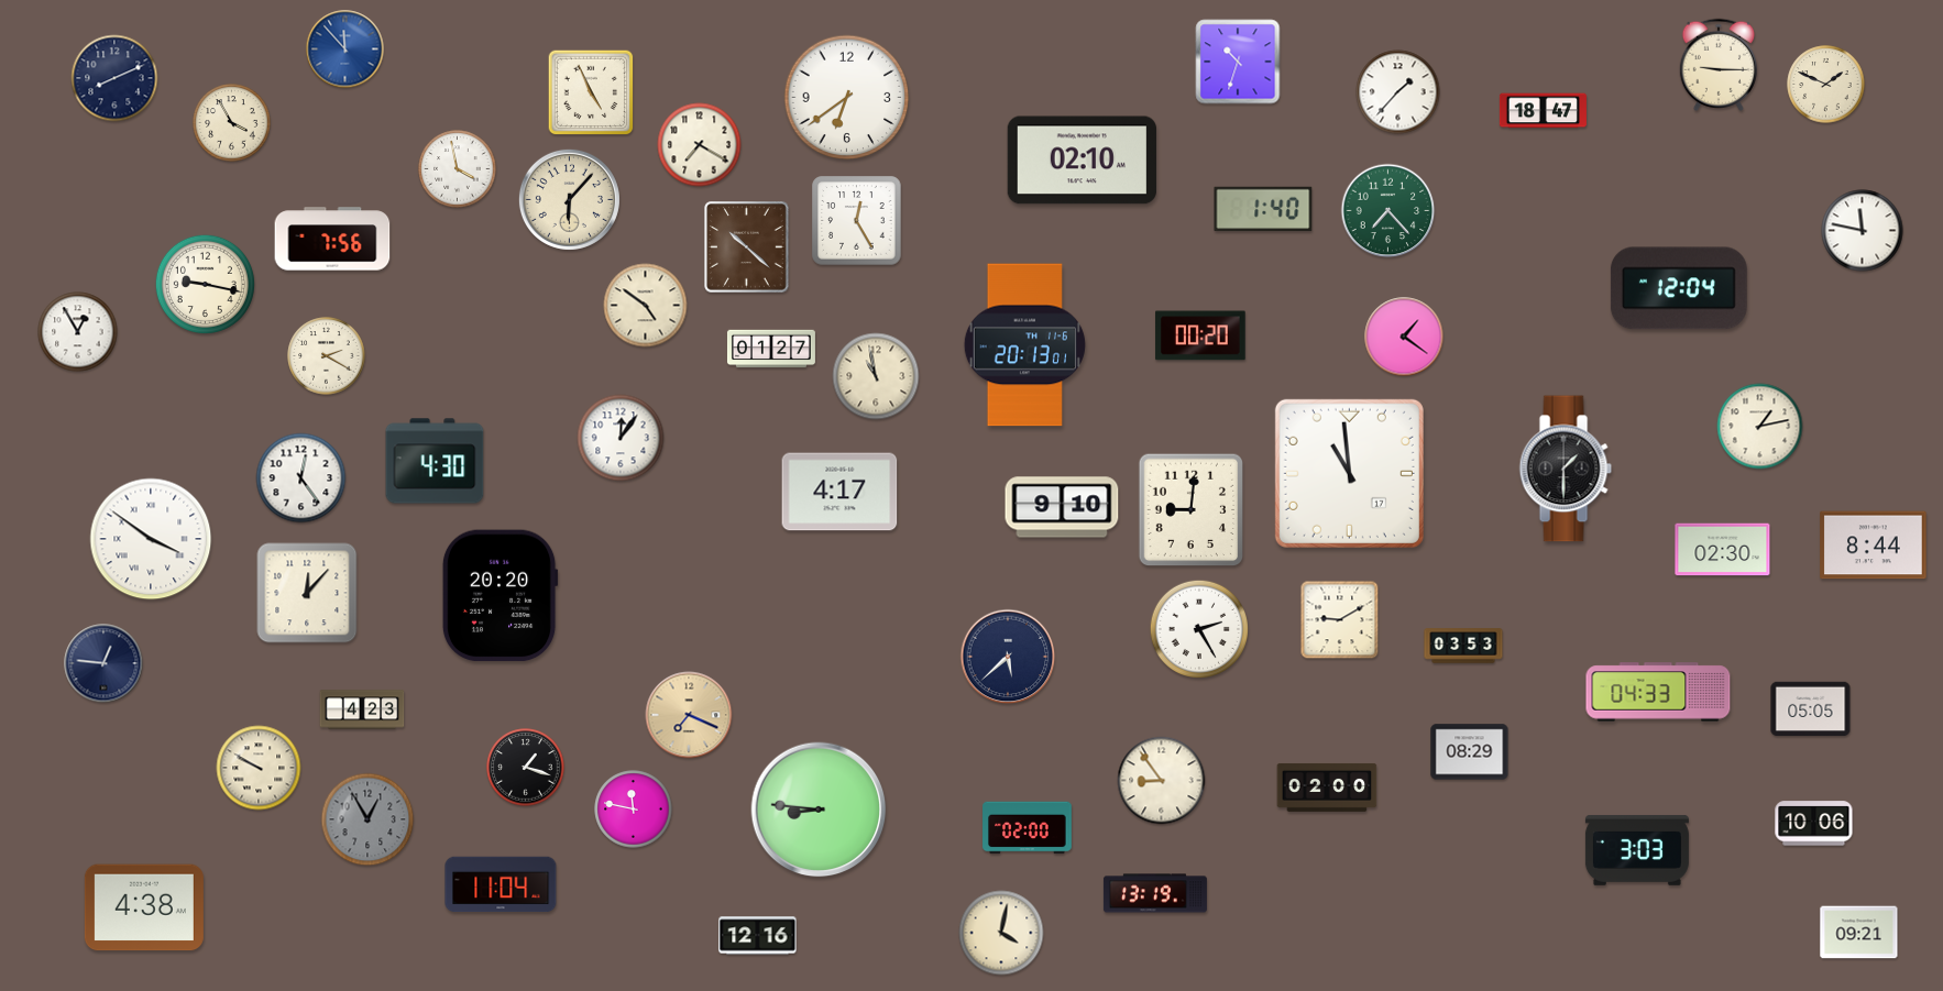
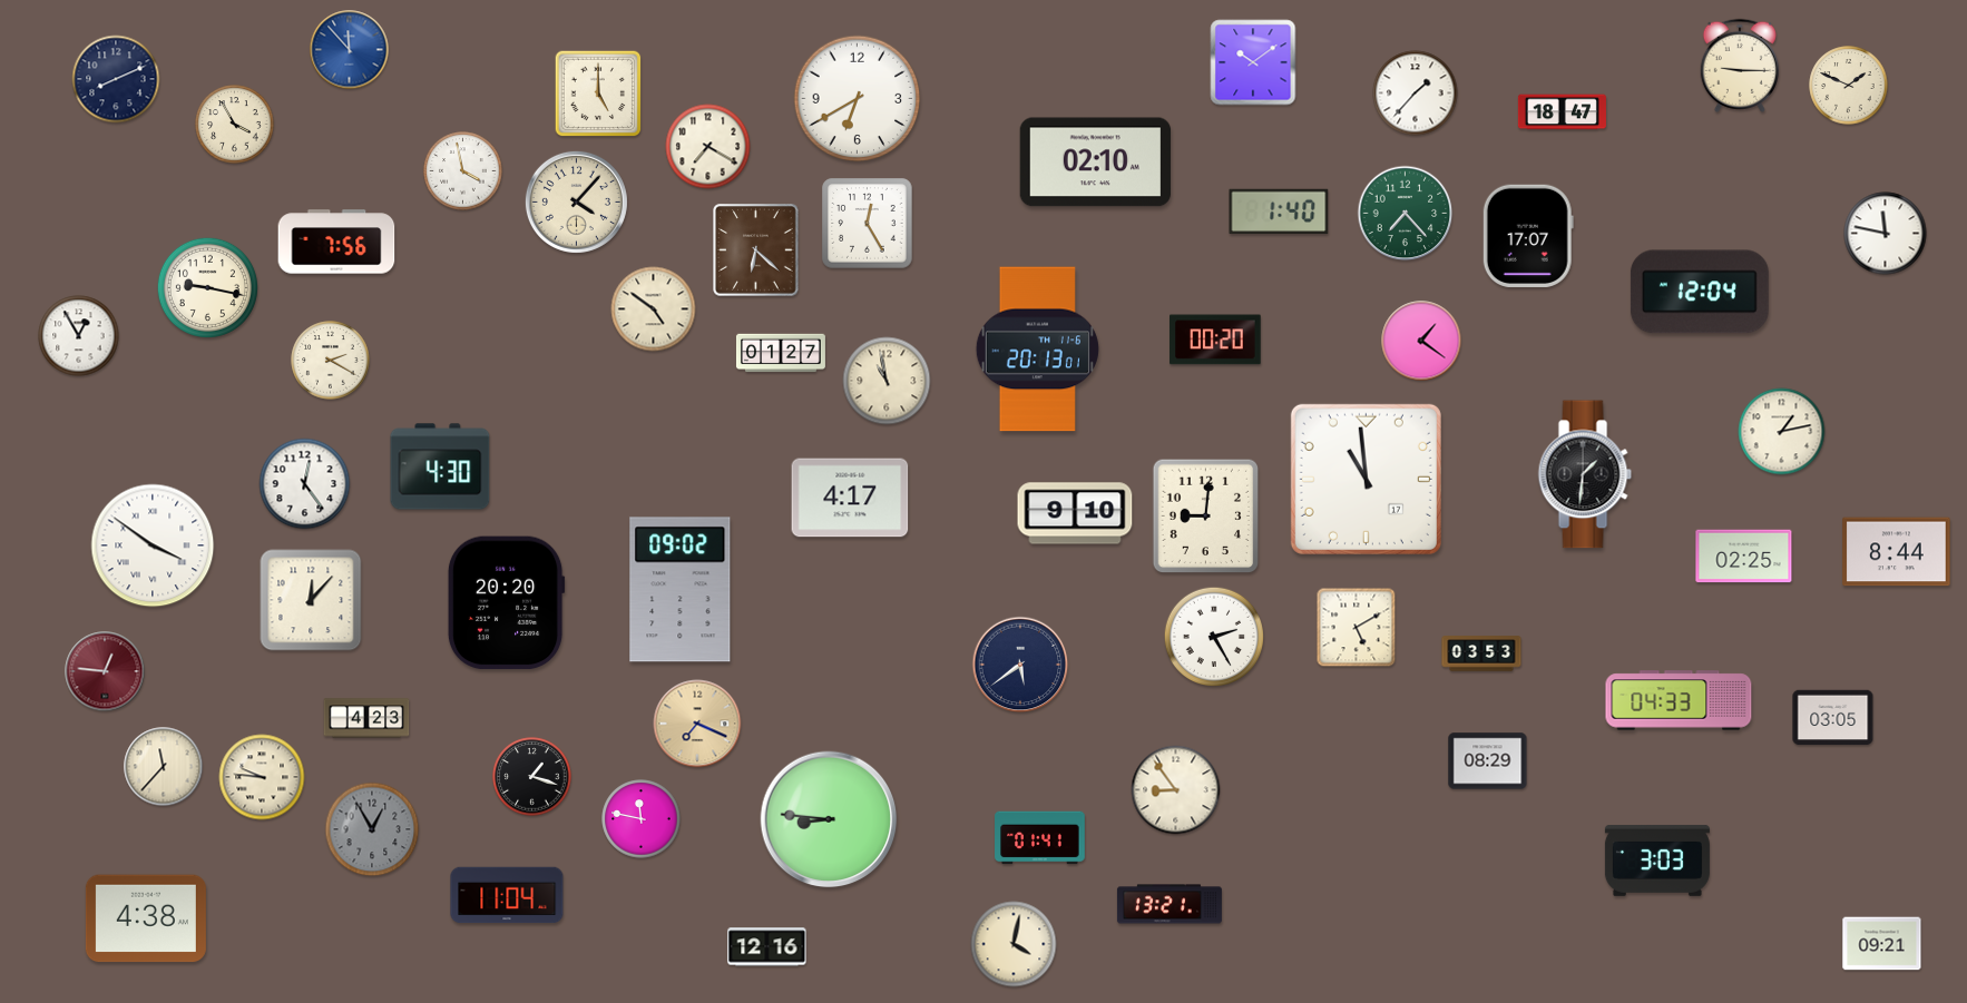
clock at (1238, 62): 10:33 -> 10:09
clock at (591, 92): 4:56 -> 5:00
clock at (847, 98): 6:39 -> 6:40
clock at (569, 199): 6:07 -> 4:07
clock at (1528, 236): none -> 17:07
clock at (747, 247): 10:22 -> 6:22
clock at (621, 438): 12:06 -> none
clock at (1566, 469): 1:30 -> 1:31
clock at (1723, 550): 02:30 -> 02:25
clock at (681, 590): none -> 09:02
clock at (1340, 620): 9:10 -> 5:10
clock at (1008, 657): 5:38 -> 5:39
clock at (103, 663) dial: navy -> burgundy
clock at (1811, 709): 05:05 -> 03:05
clock at (164, 767): none -> 11:37
clock at (259, 768): 9:50 -> 9:46
clock at (1327, 788): 02:00 -> none
clock at (1814, 824): 10:06 -> none
clock at (1028, 828): 02:00 -> 01:41
clock at (1155, 893): 13:19 -> 13:21
